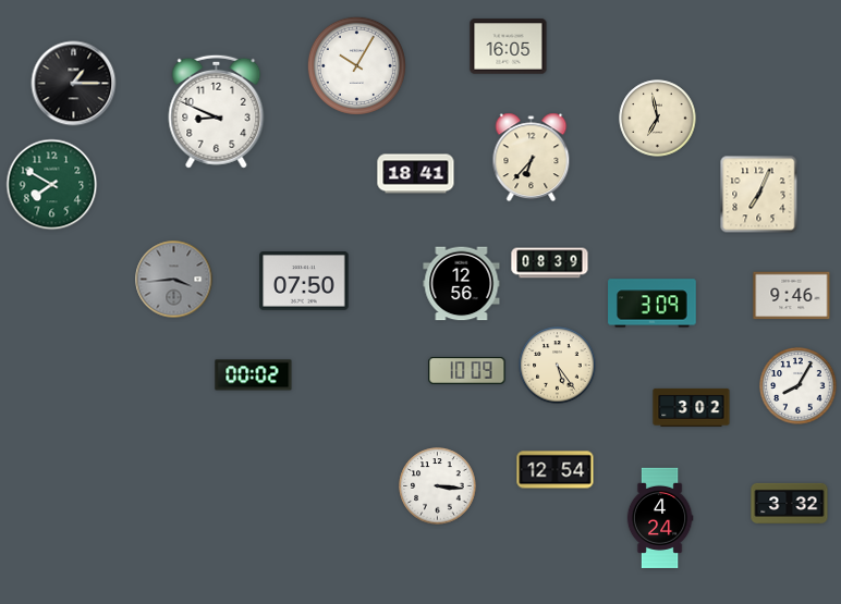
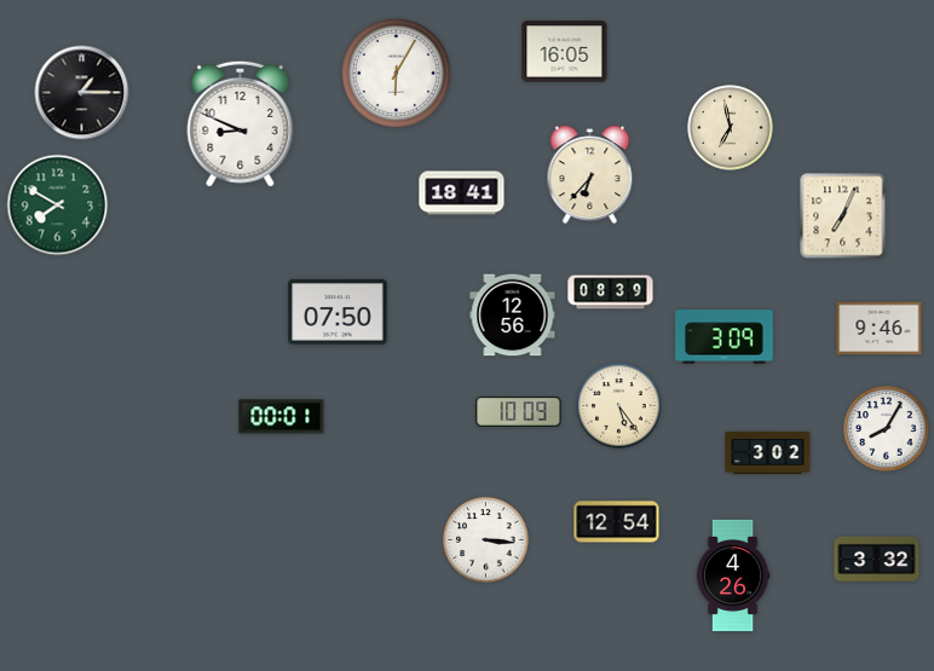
clock at (356, 65): 10:05 -> 6:05
clock at (658, 119) position: (658, 119) -> (731, 128)
clock at (174, 280): 3:44 -> none
clock at (254, 375): 00:02 -> 00:01
clock at (660, 517): 4:24 -> 4:26
